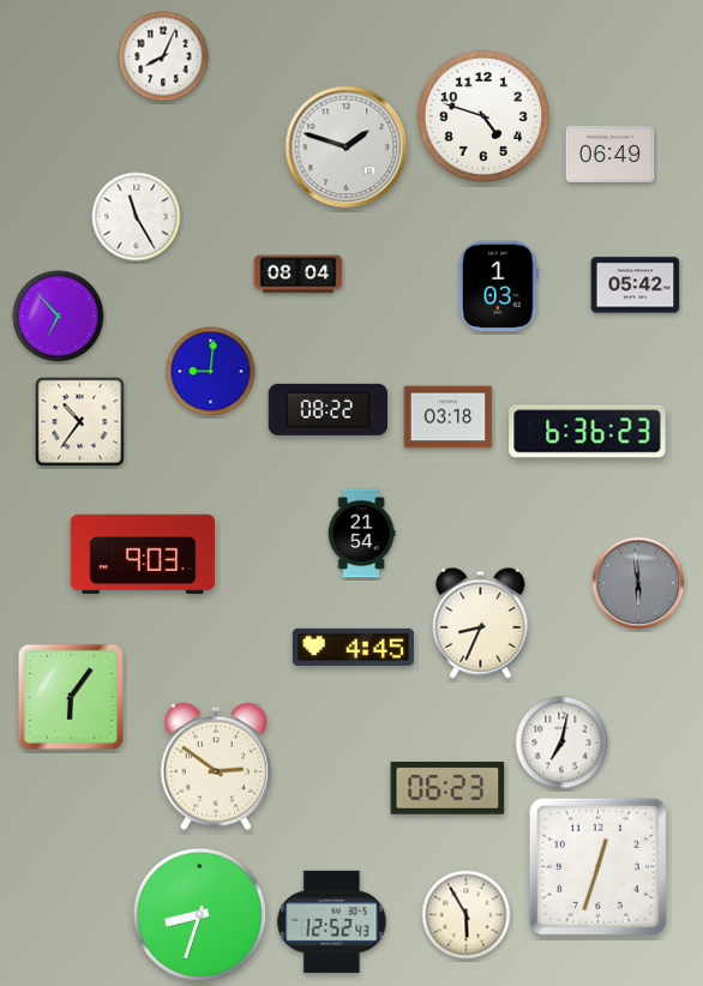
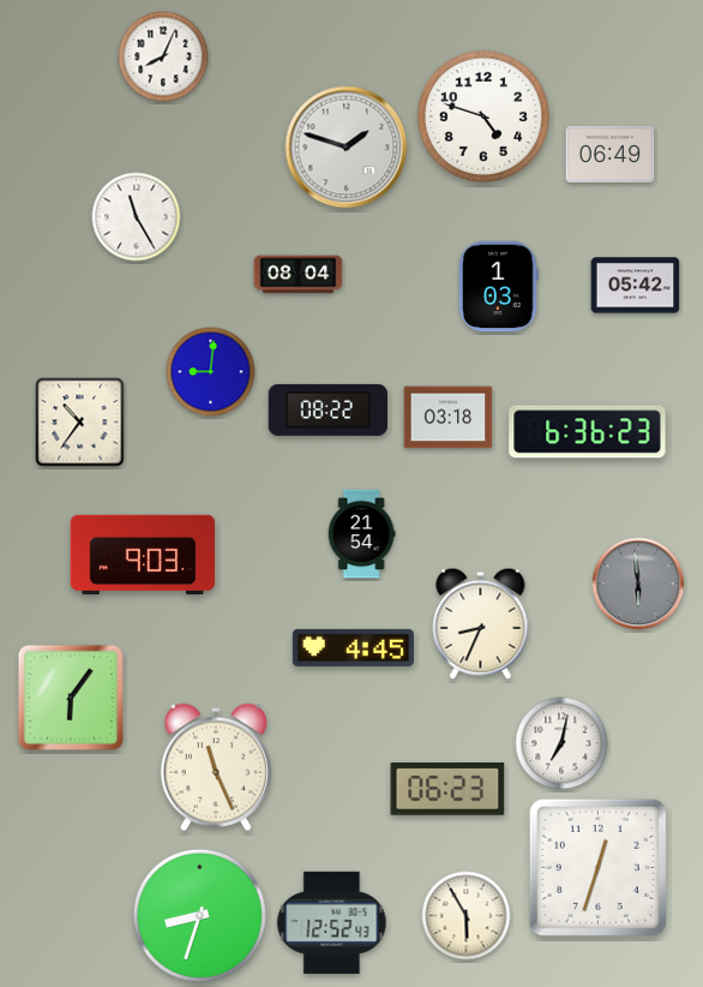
clock at (59, 317): 6:53 -> none
clock at (216, 766): 2:51 -> 11:26
